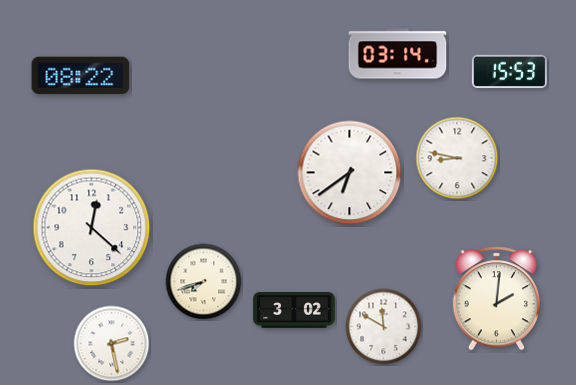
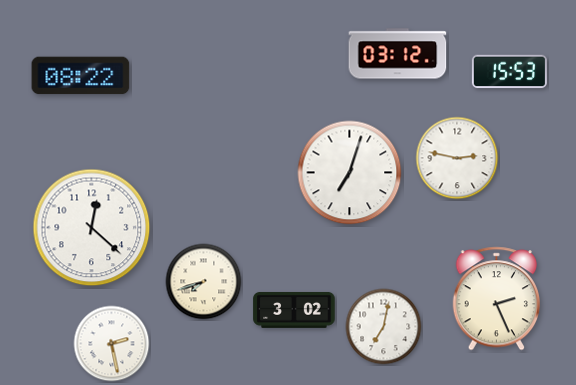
clock at (398, 54): 03:14 -> 03:12
clock at (457, 158): 8:47 -> 2:47
clock at (350, 173): 6:39 -> 7:03
clock at (497, 299): 2:01 -> 2:26
clock at (384, 327): 11:50 -> 7:02
